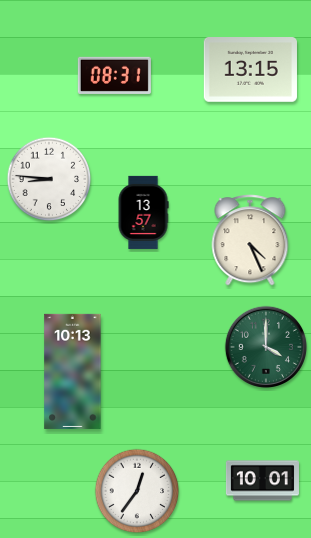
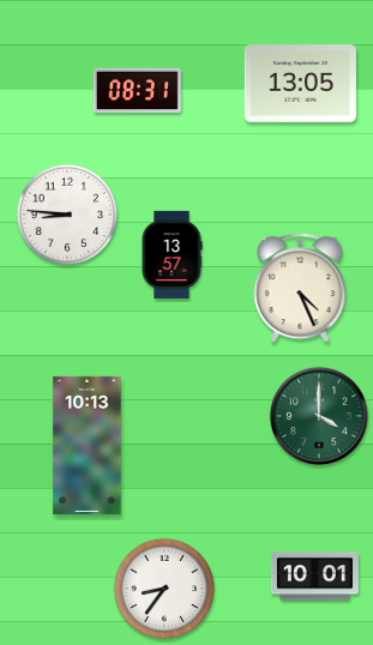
clock at (250, 70): 13:15 -> 13:05
clock at (49, 179) position: (49, 179) -> (67, 215)
clock at (137, 491): 12:36 -> 8:36
